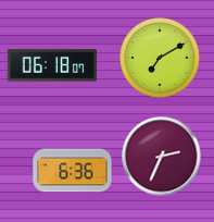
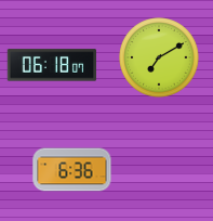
clock at (162, 157): 2:34 -> none
